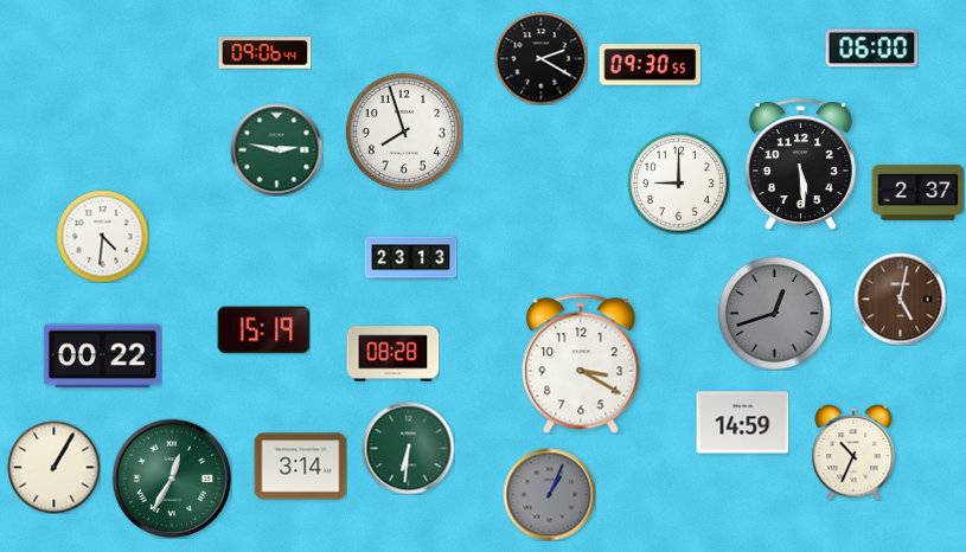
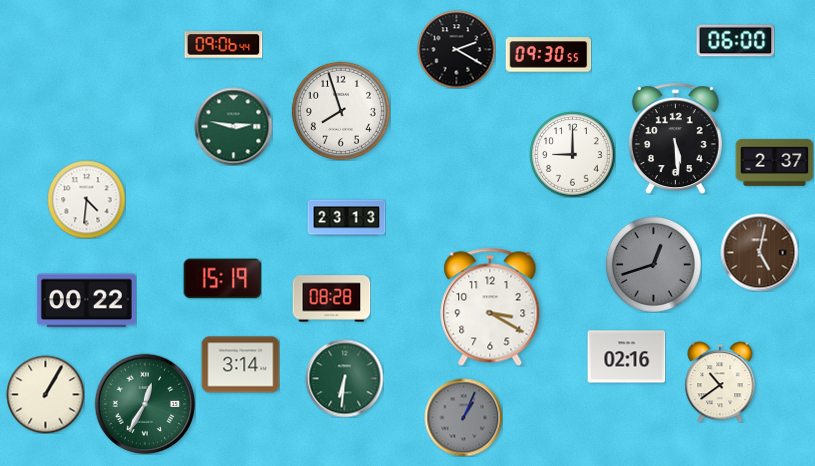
clock at (742, 423): 14:59 -> 02:16
clock at (853, 452): 10:34 -> 10:39
clock at (300, 467) position: (300, 467) -> (240, 365)
